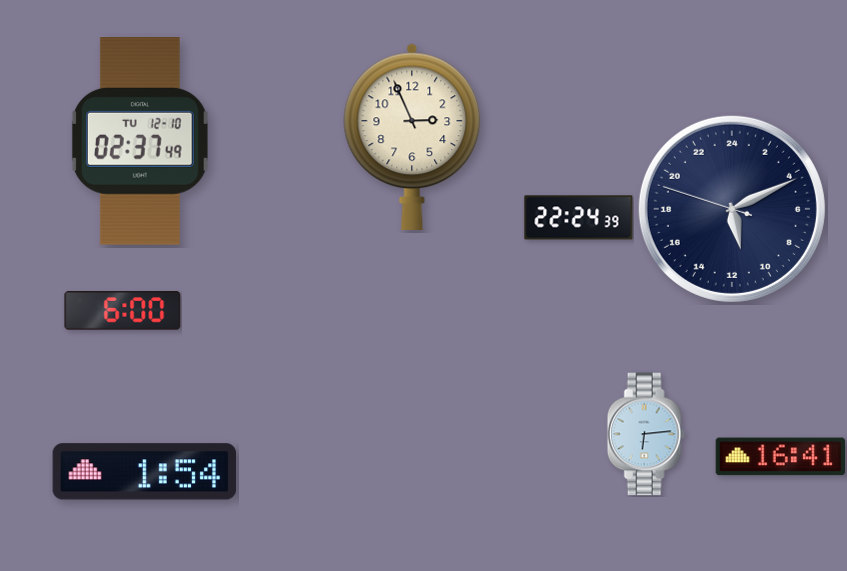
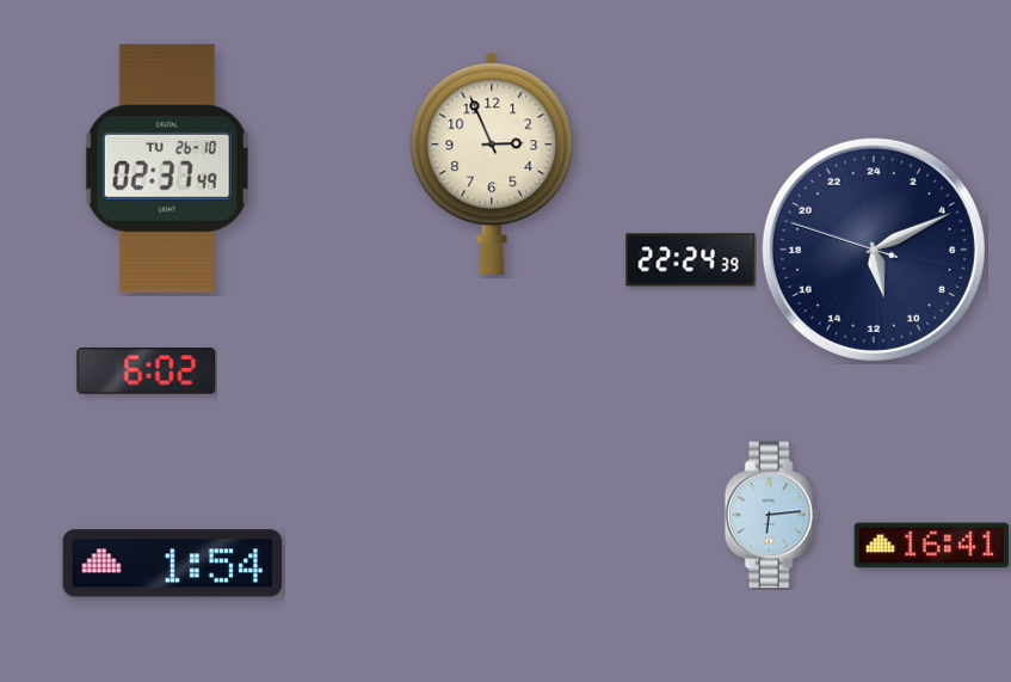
clock at (140, 142) date: TU 12-10 -> TU 26-10
clock at (123, 311): 6:00 -> 6:02
clock at (646, 434) position: (646, 434) -> (771, 515)
